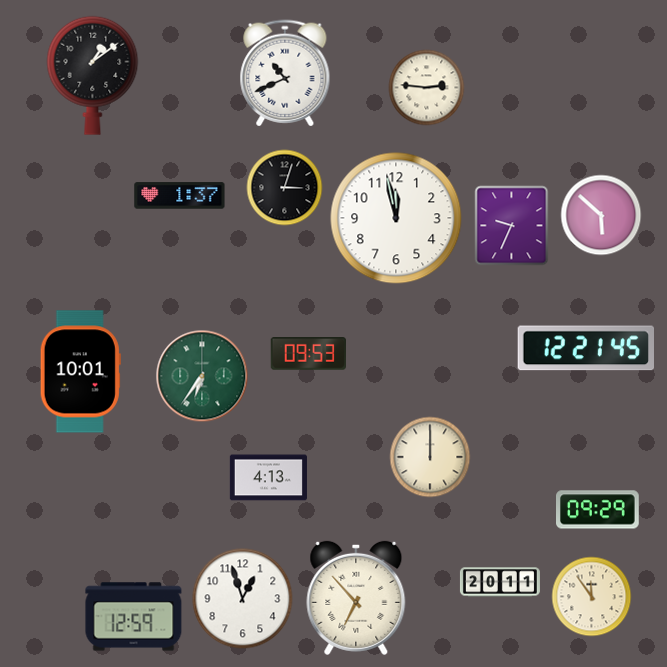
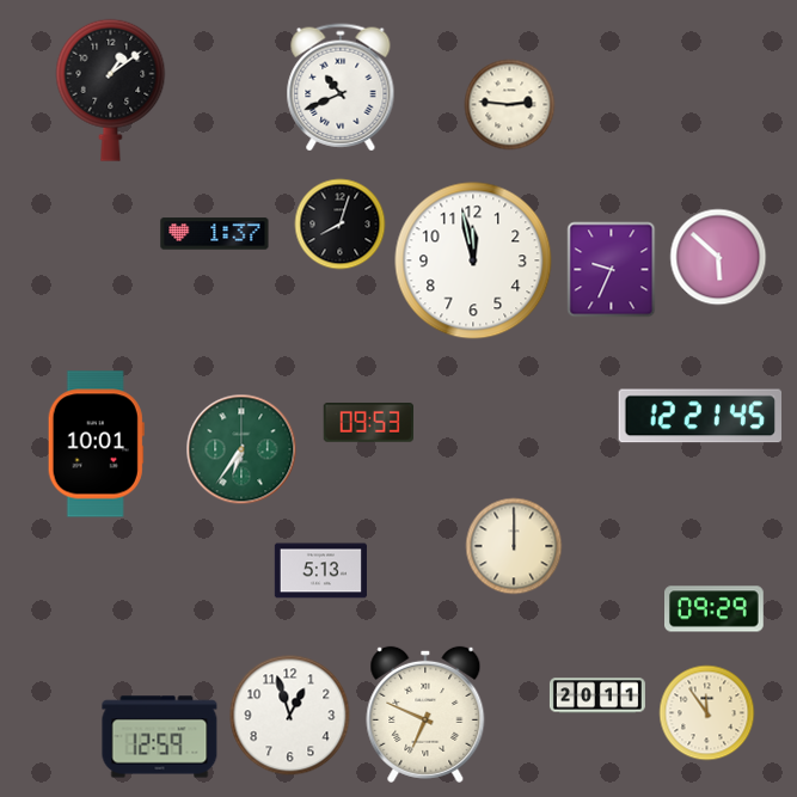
clock at (285, 188): 3:03 -> 8:03
clock at (268, 478): 4:13 -> 5:13
clock at (356, 598): 6:53 -> 6:49
